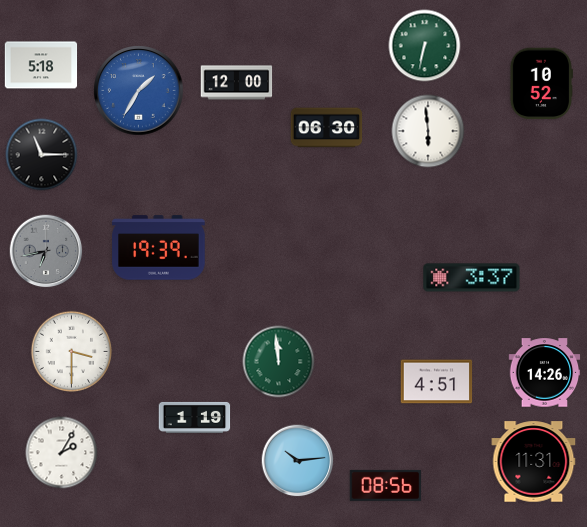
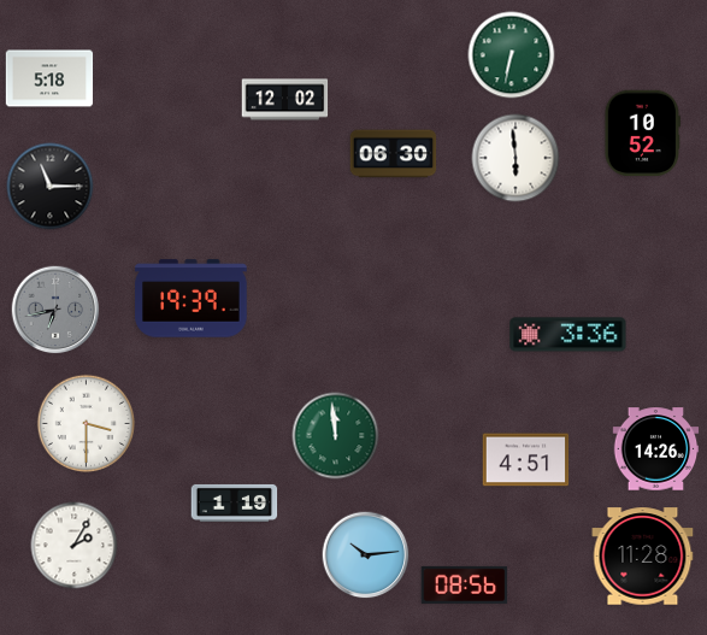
clock at (237, 83): 12:00 -> 12:02
clock at (541, 84) position: (541, 84) -> (642, 134)
clock at (139, 91): 1:35 -> none
clock at (46, 251) position: (46, 251) -> (55, 310)
clock at (472, 278): 3:37 -> 3:36
clock at (298, 461) position: (298, 461) -> (366, 555)
clock at (534, 462): 11:31 -> 11:28
